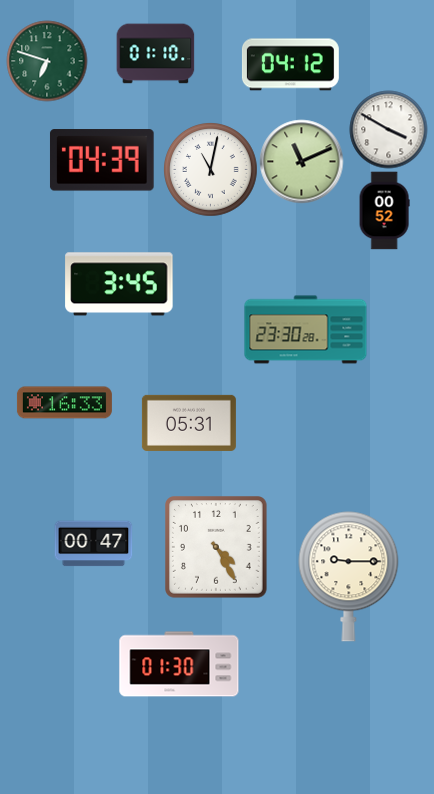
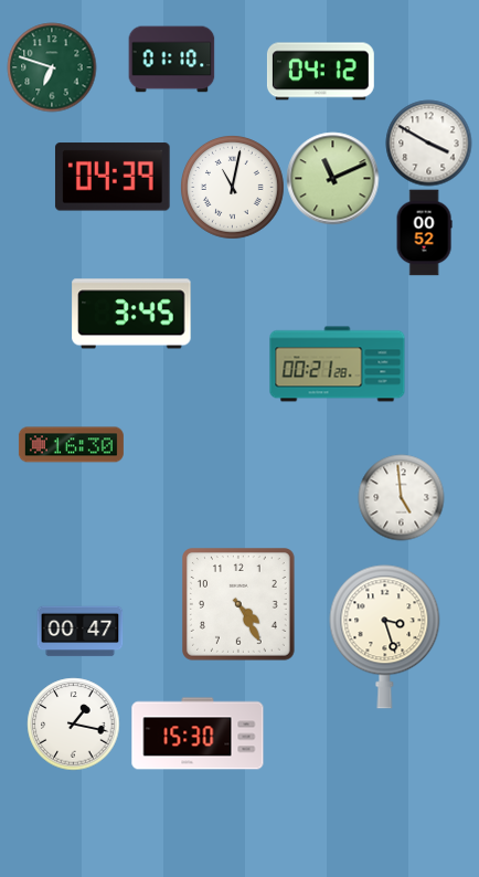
clock at (306, 330): 23:30 -> 00:21
clock at (64, 403): 16:33 -> 16:30
clock at (189, 423): 05:31 -> none
clock at (401, 497): none -> 4:59
clock at (93, 544) position: (93, 544) -> (79, 632)
clock at (349, 577): 9:15 -> 3:27
clock at (73, 723): none -> 1:17
clock at (179, 664): 01:30 -> 15:30
